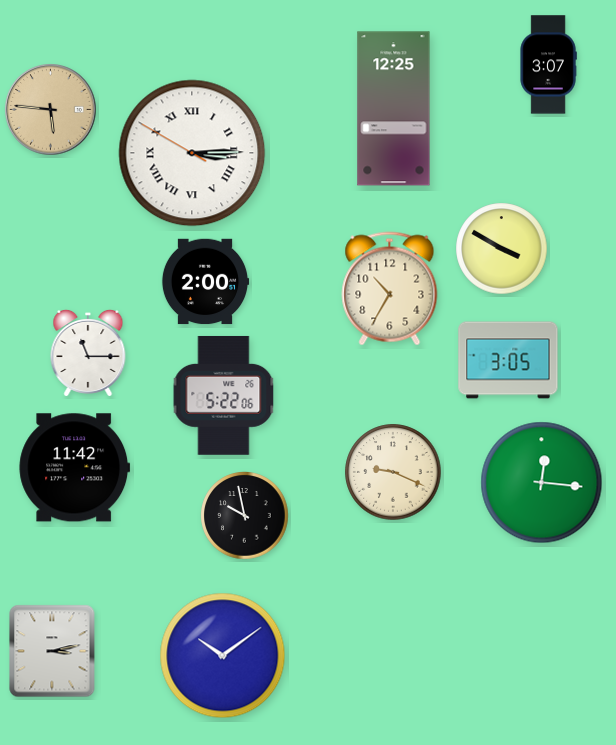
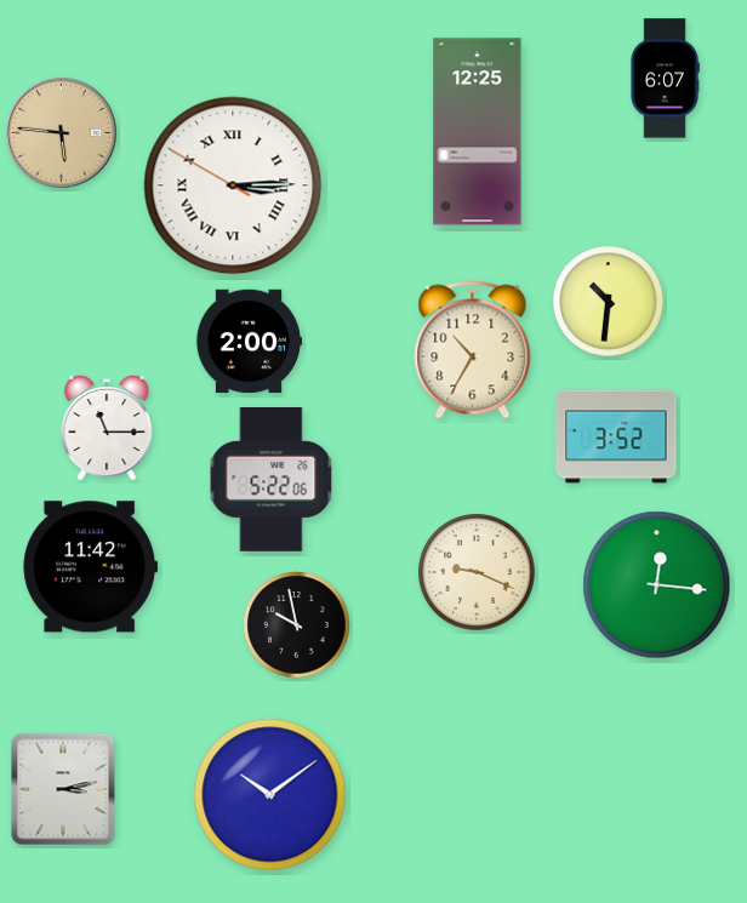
clock at (548, 65): 3:07 -> 6:07
clock at (502, 249): 3:50 -> 10:31
clock at (508, 360): 3:05 -> 3:52
